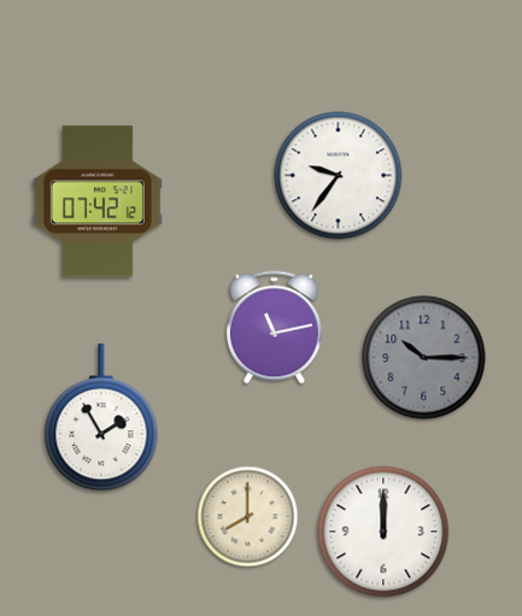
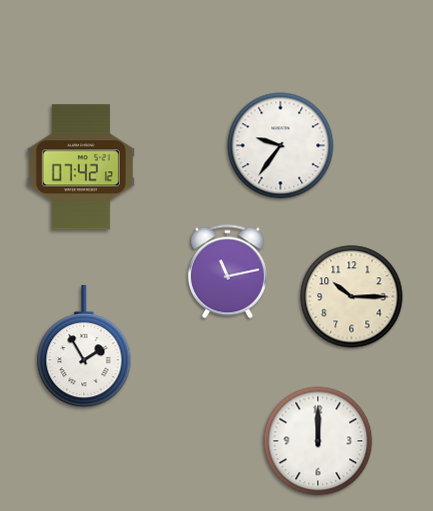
clock at (424, 358) dial: grey -> cream
clock at (248, 517): 8:00 -> none
